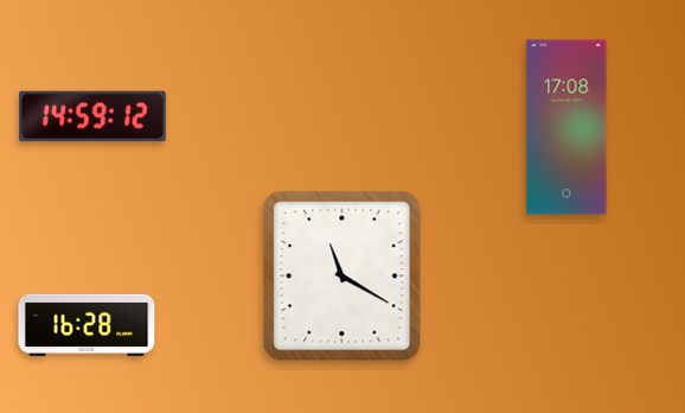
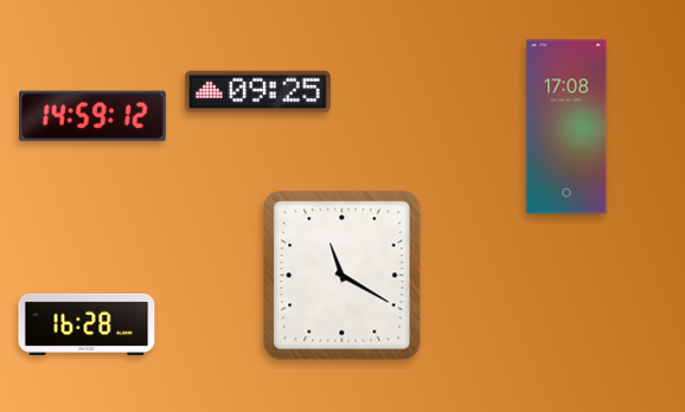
clock at (257, 92): none -> 09:25
